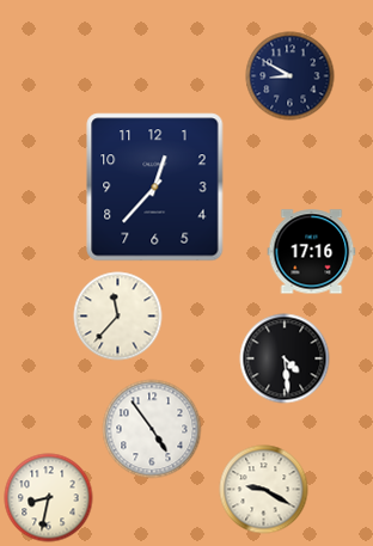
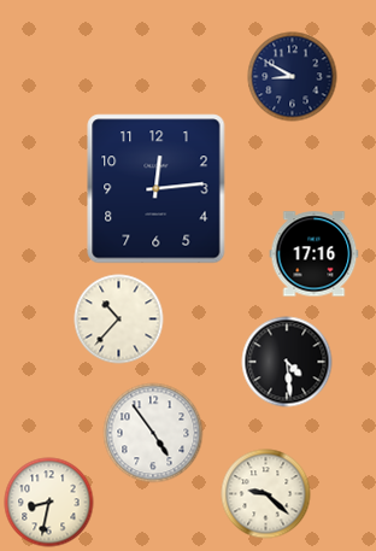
clock at (155, 188): 12:37 -> 12:14
clock at (118, 317): 11:37 -> 10:37
clock at (264, 490): 9:20 -> 9:22
